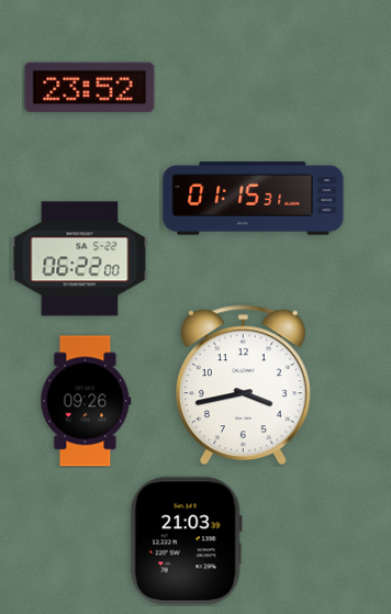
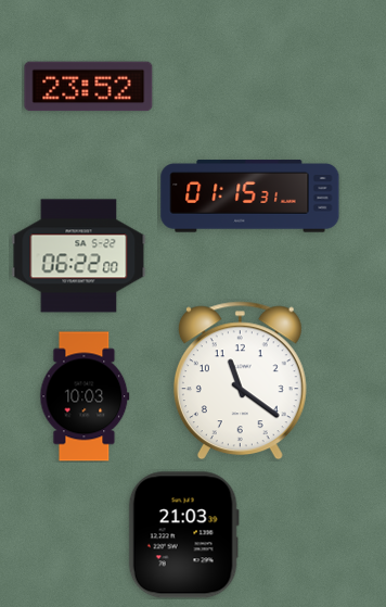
clock at (243, 386): 3:43 -> 11:21
clock at (86, 401): 09:26 -> 10:03
